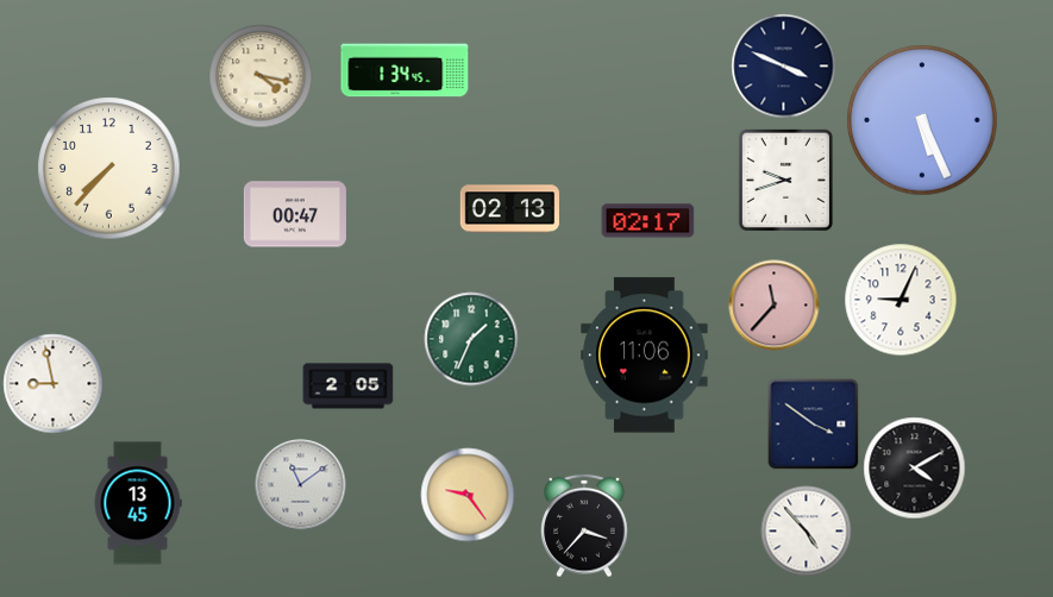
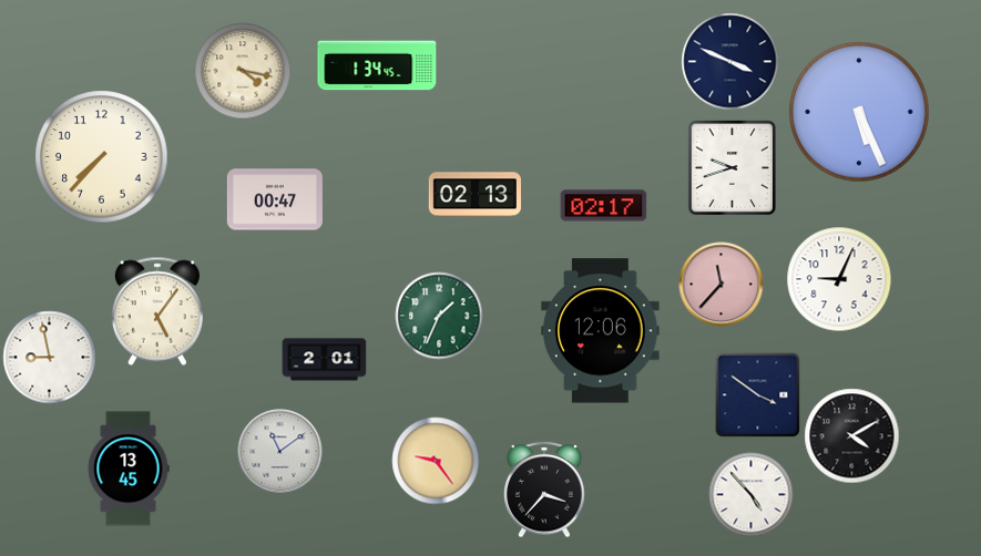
clock at (157, 311): none -> 5:06
clock at (645, 356): 11:06 -> 12:06
clock at (349, 387): 2:05 -> 2:01
